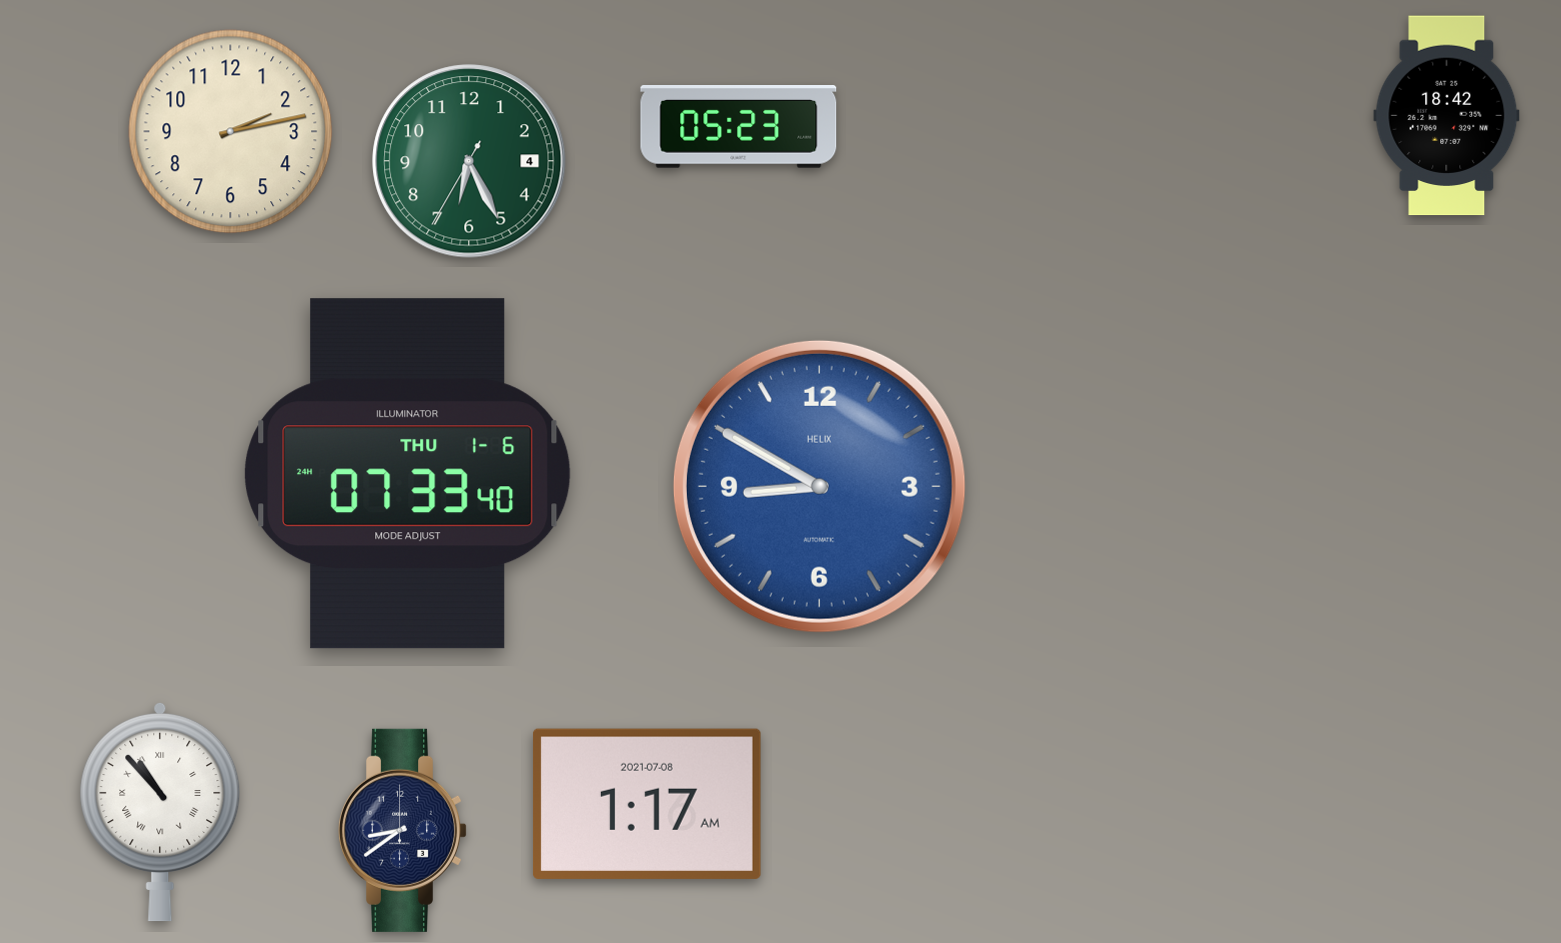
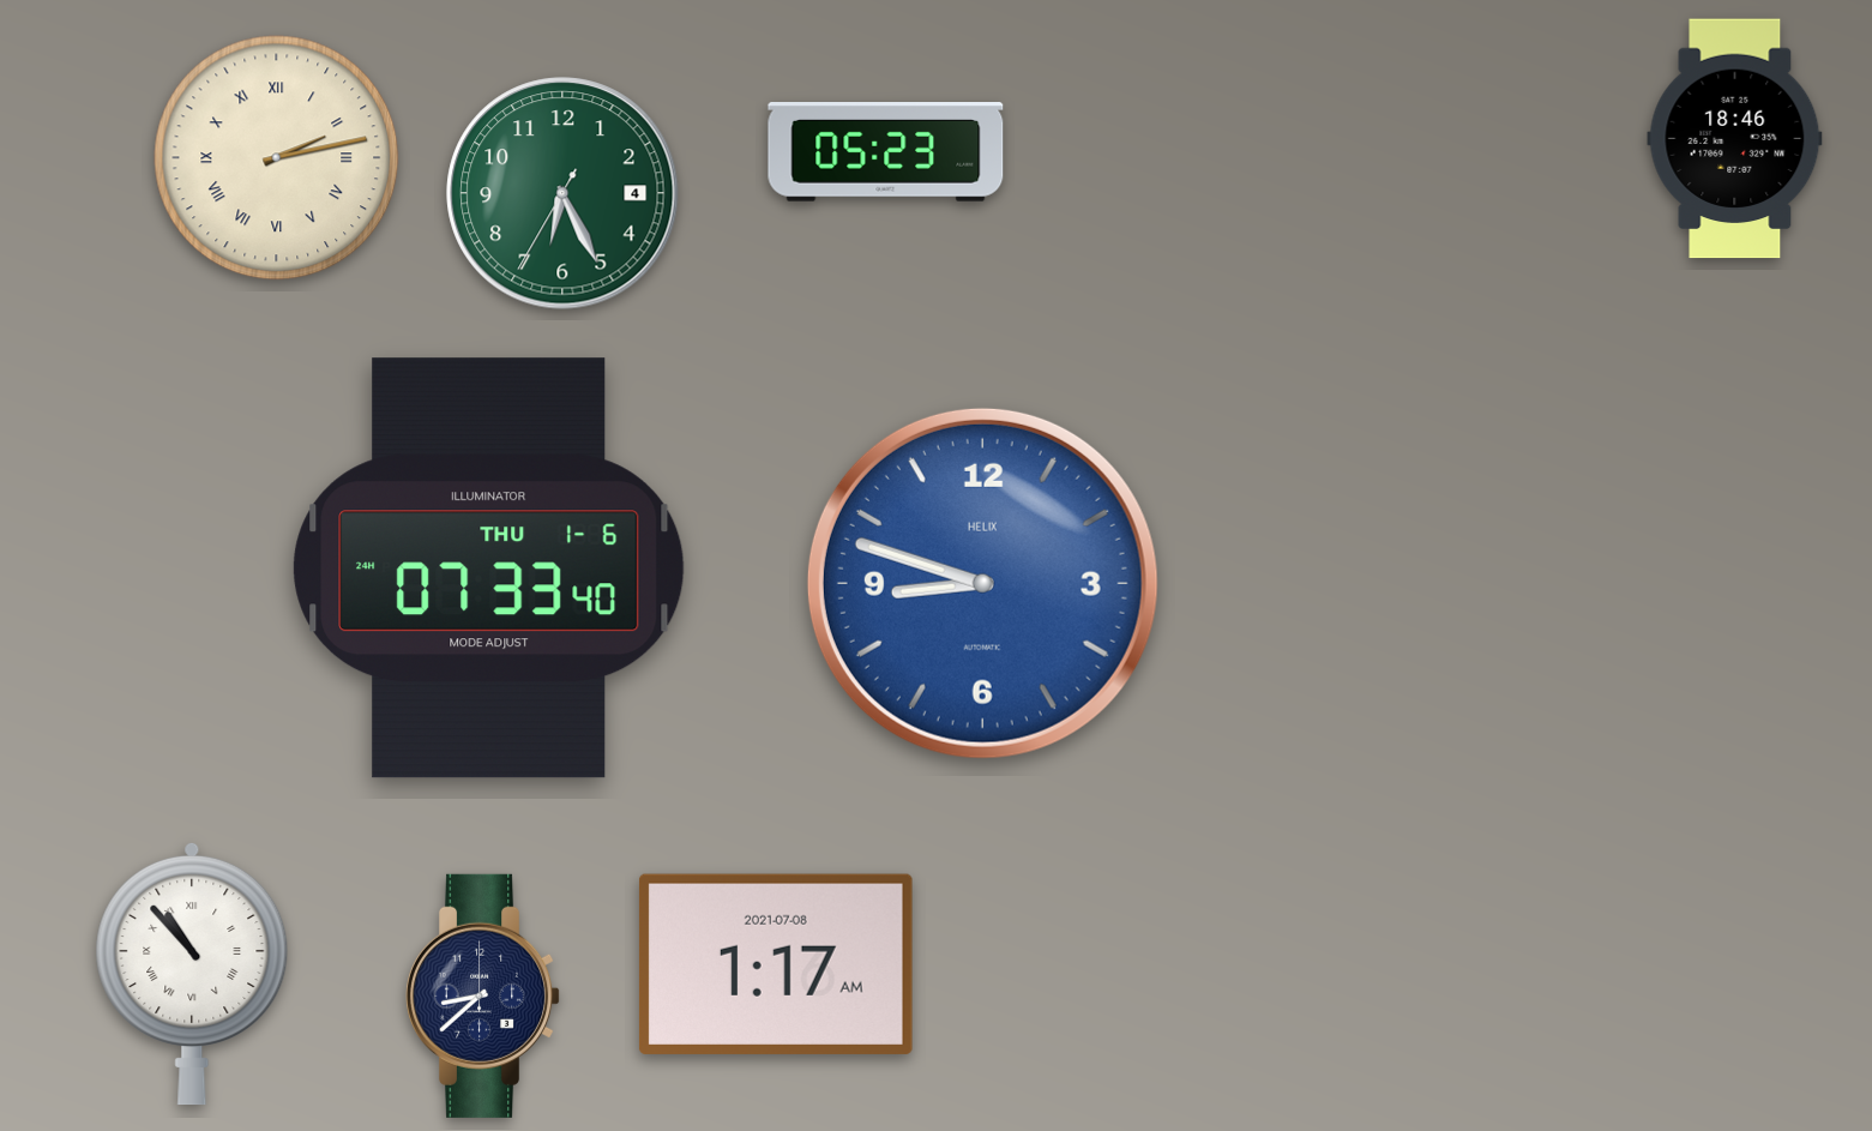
clock at (1447, 116): 18:42 -> 18:46
clock at (231, 132) numerals: Arabic -> Roman
clock at (819, 486): 8:50 -> 8:48
clock at (404, 830): 8:39 -> 8:38
